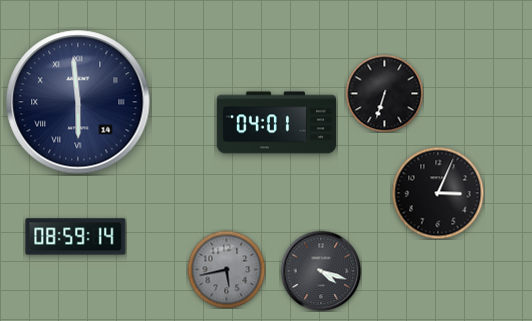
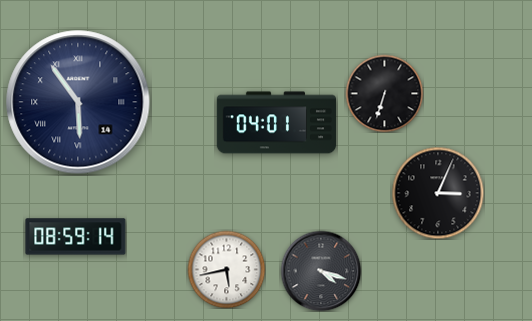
clock at (78, 102): 5:59 -> 5:54
clock at (226, 269) dial: grey -> white
